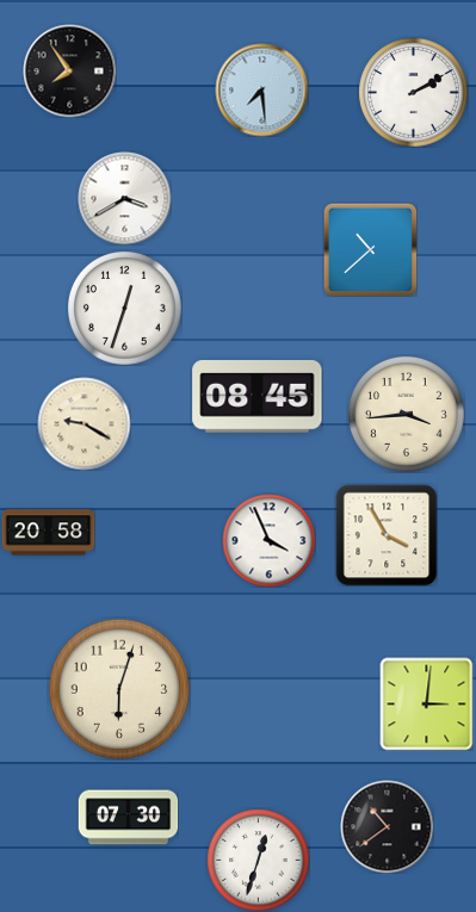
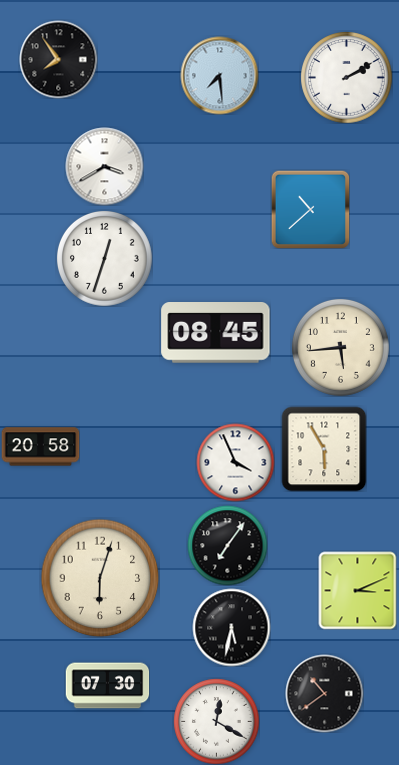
clock at (406, 414): 3:44 -> 5:44
clock at (84, 423): 9:20 -> none
clock at (387, 535): 3:55 -> 5:55
clock at (268, 540) position: (268, 540) -> (235, 462)
clock at (227, 545): none -> 7:06
clock at (426, 703): 3:01 -> 3:11
clock at (231, 627): none -> 5:32
clock at (258, 860): 12:33 -> 12:20
